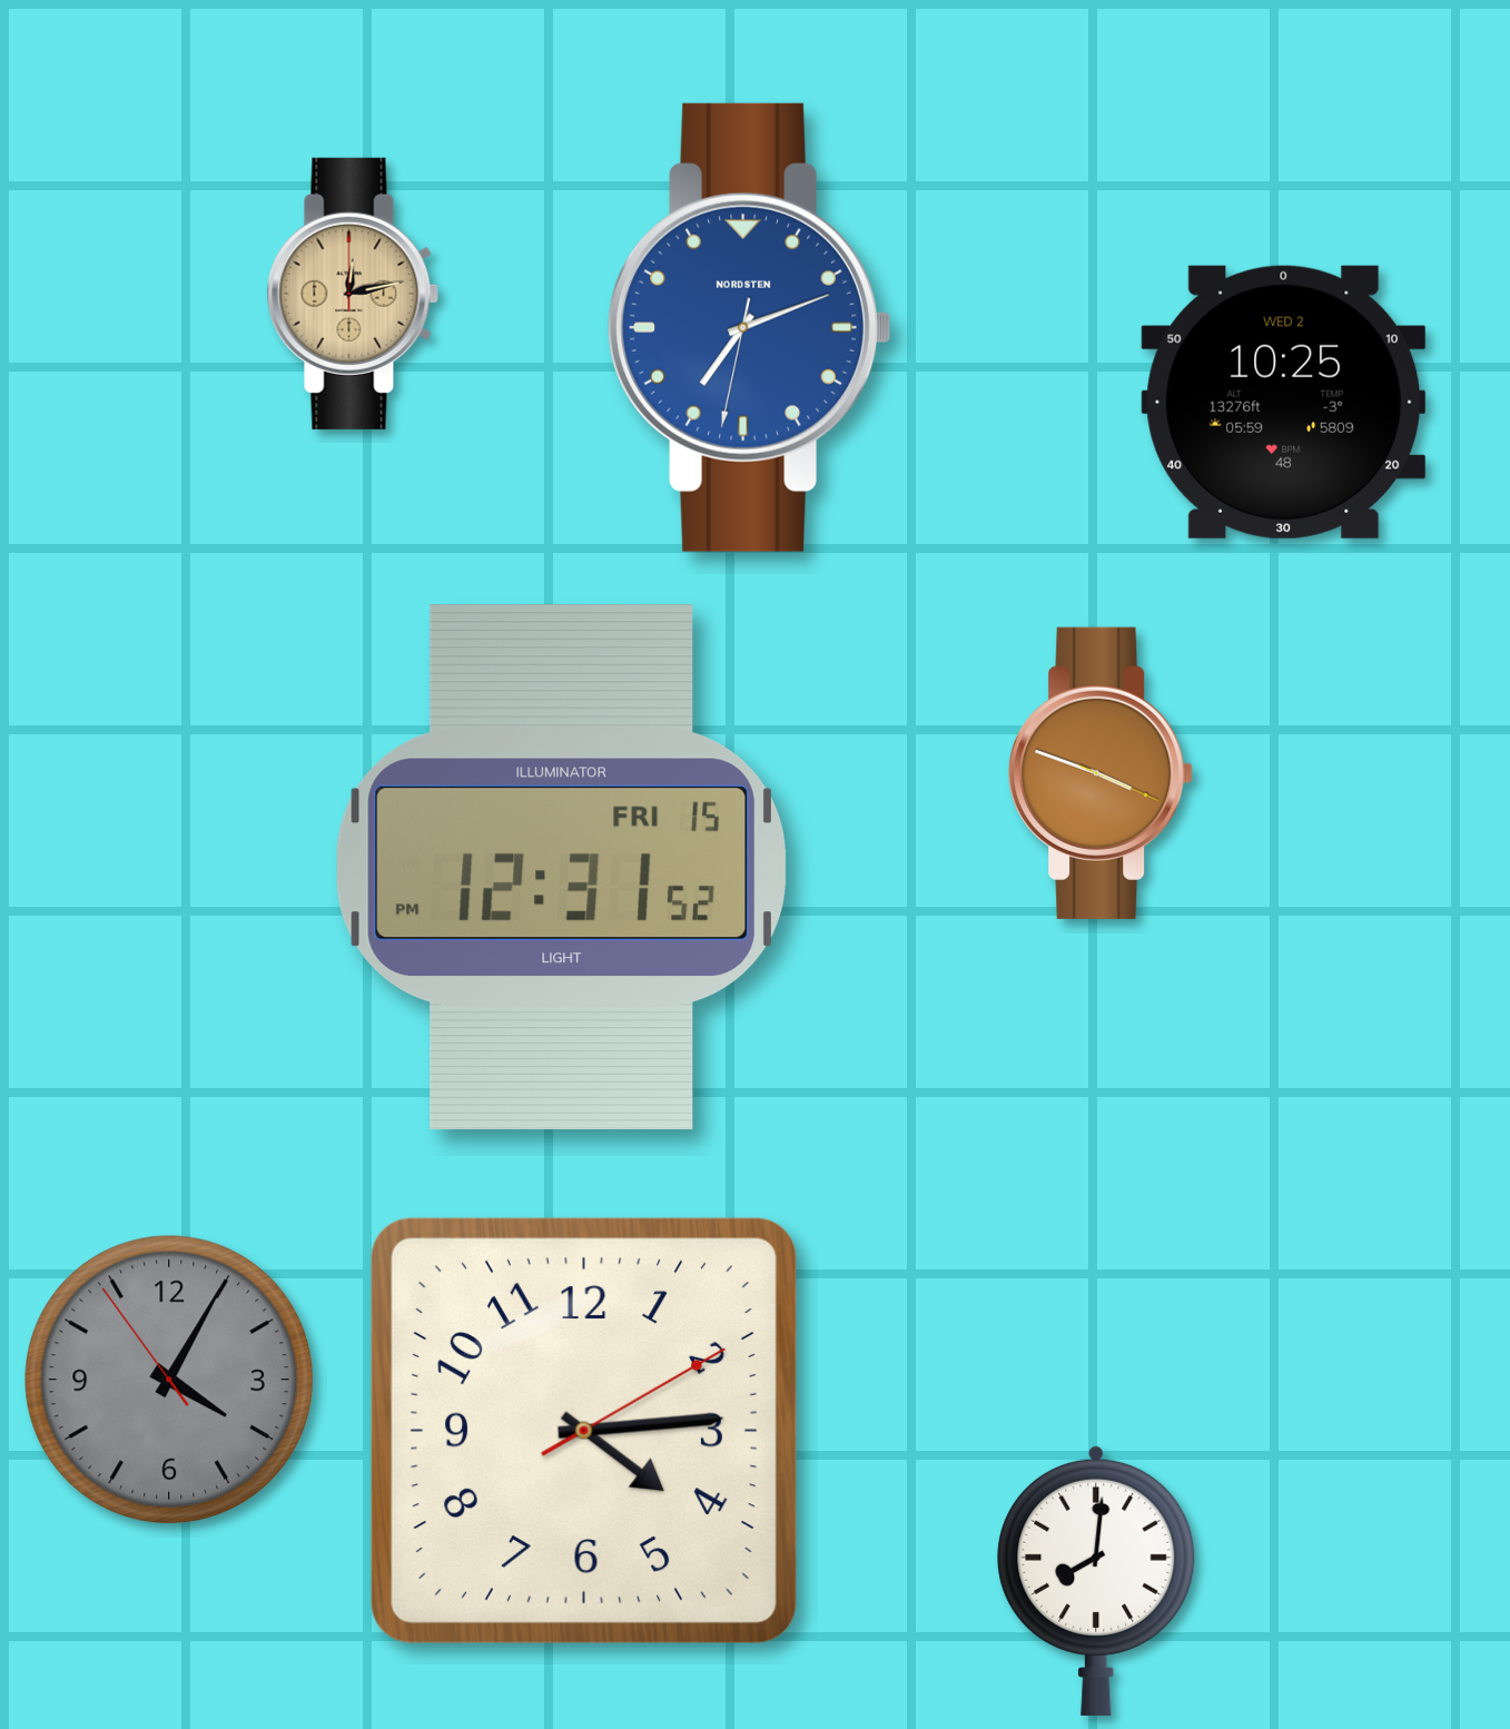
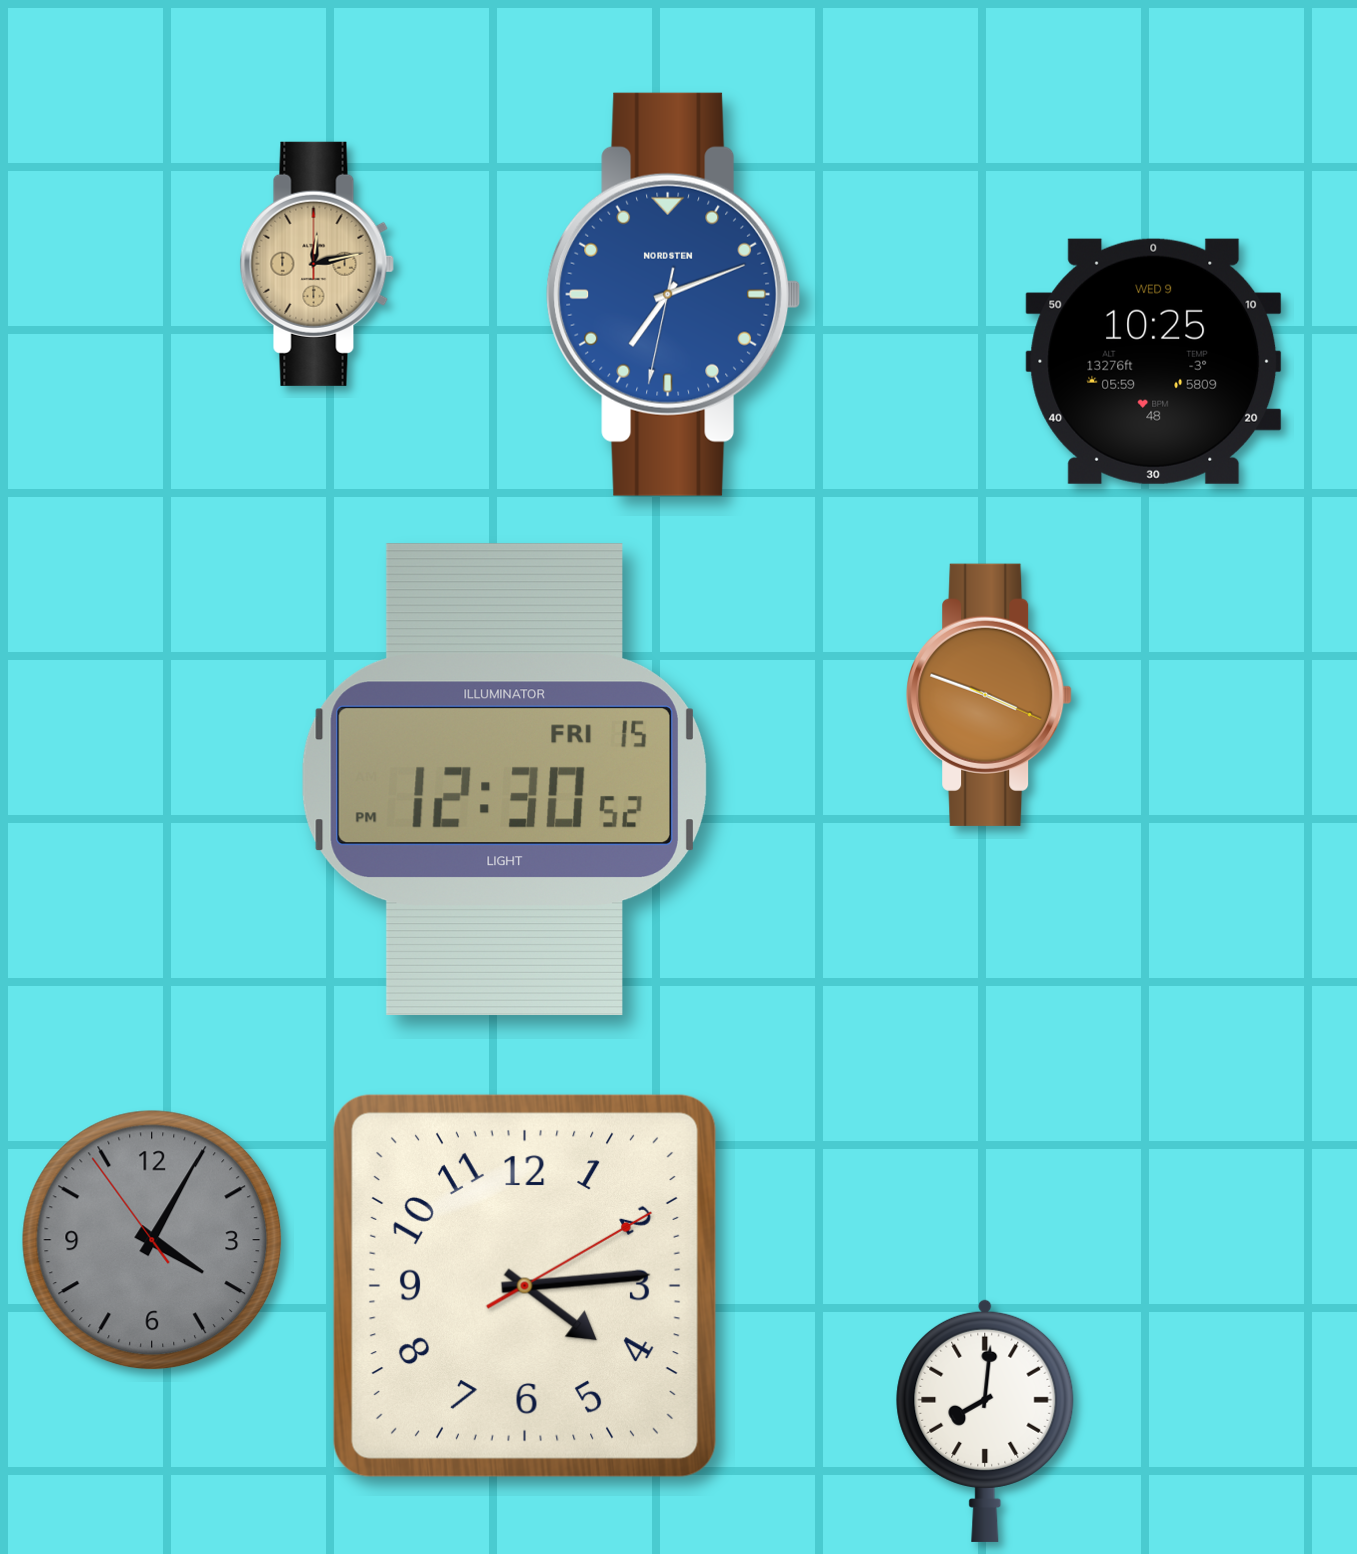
clock at (1284, 402) date: WED 2 -> WED 9
clock at (561, 868): 12:31 -> 12:30
